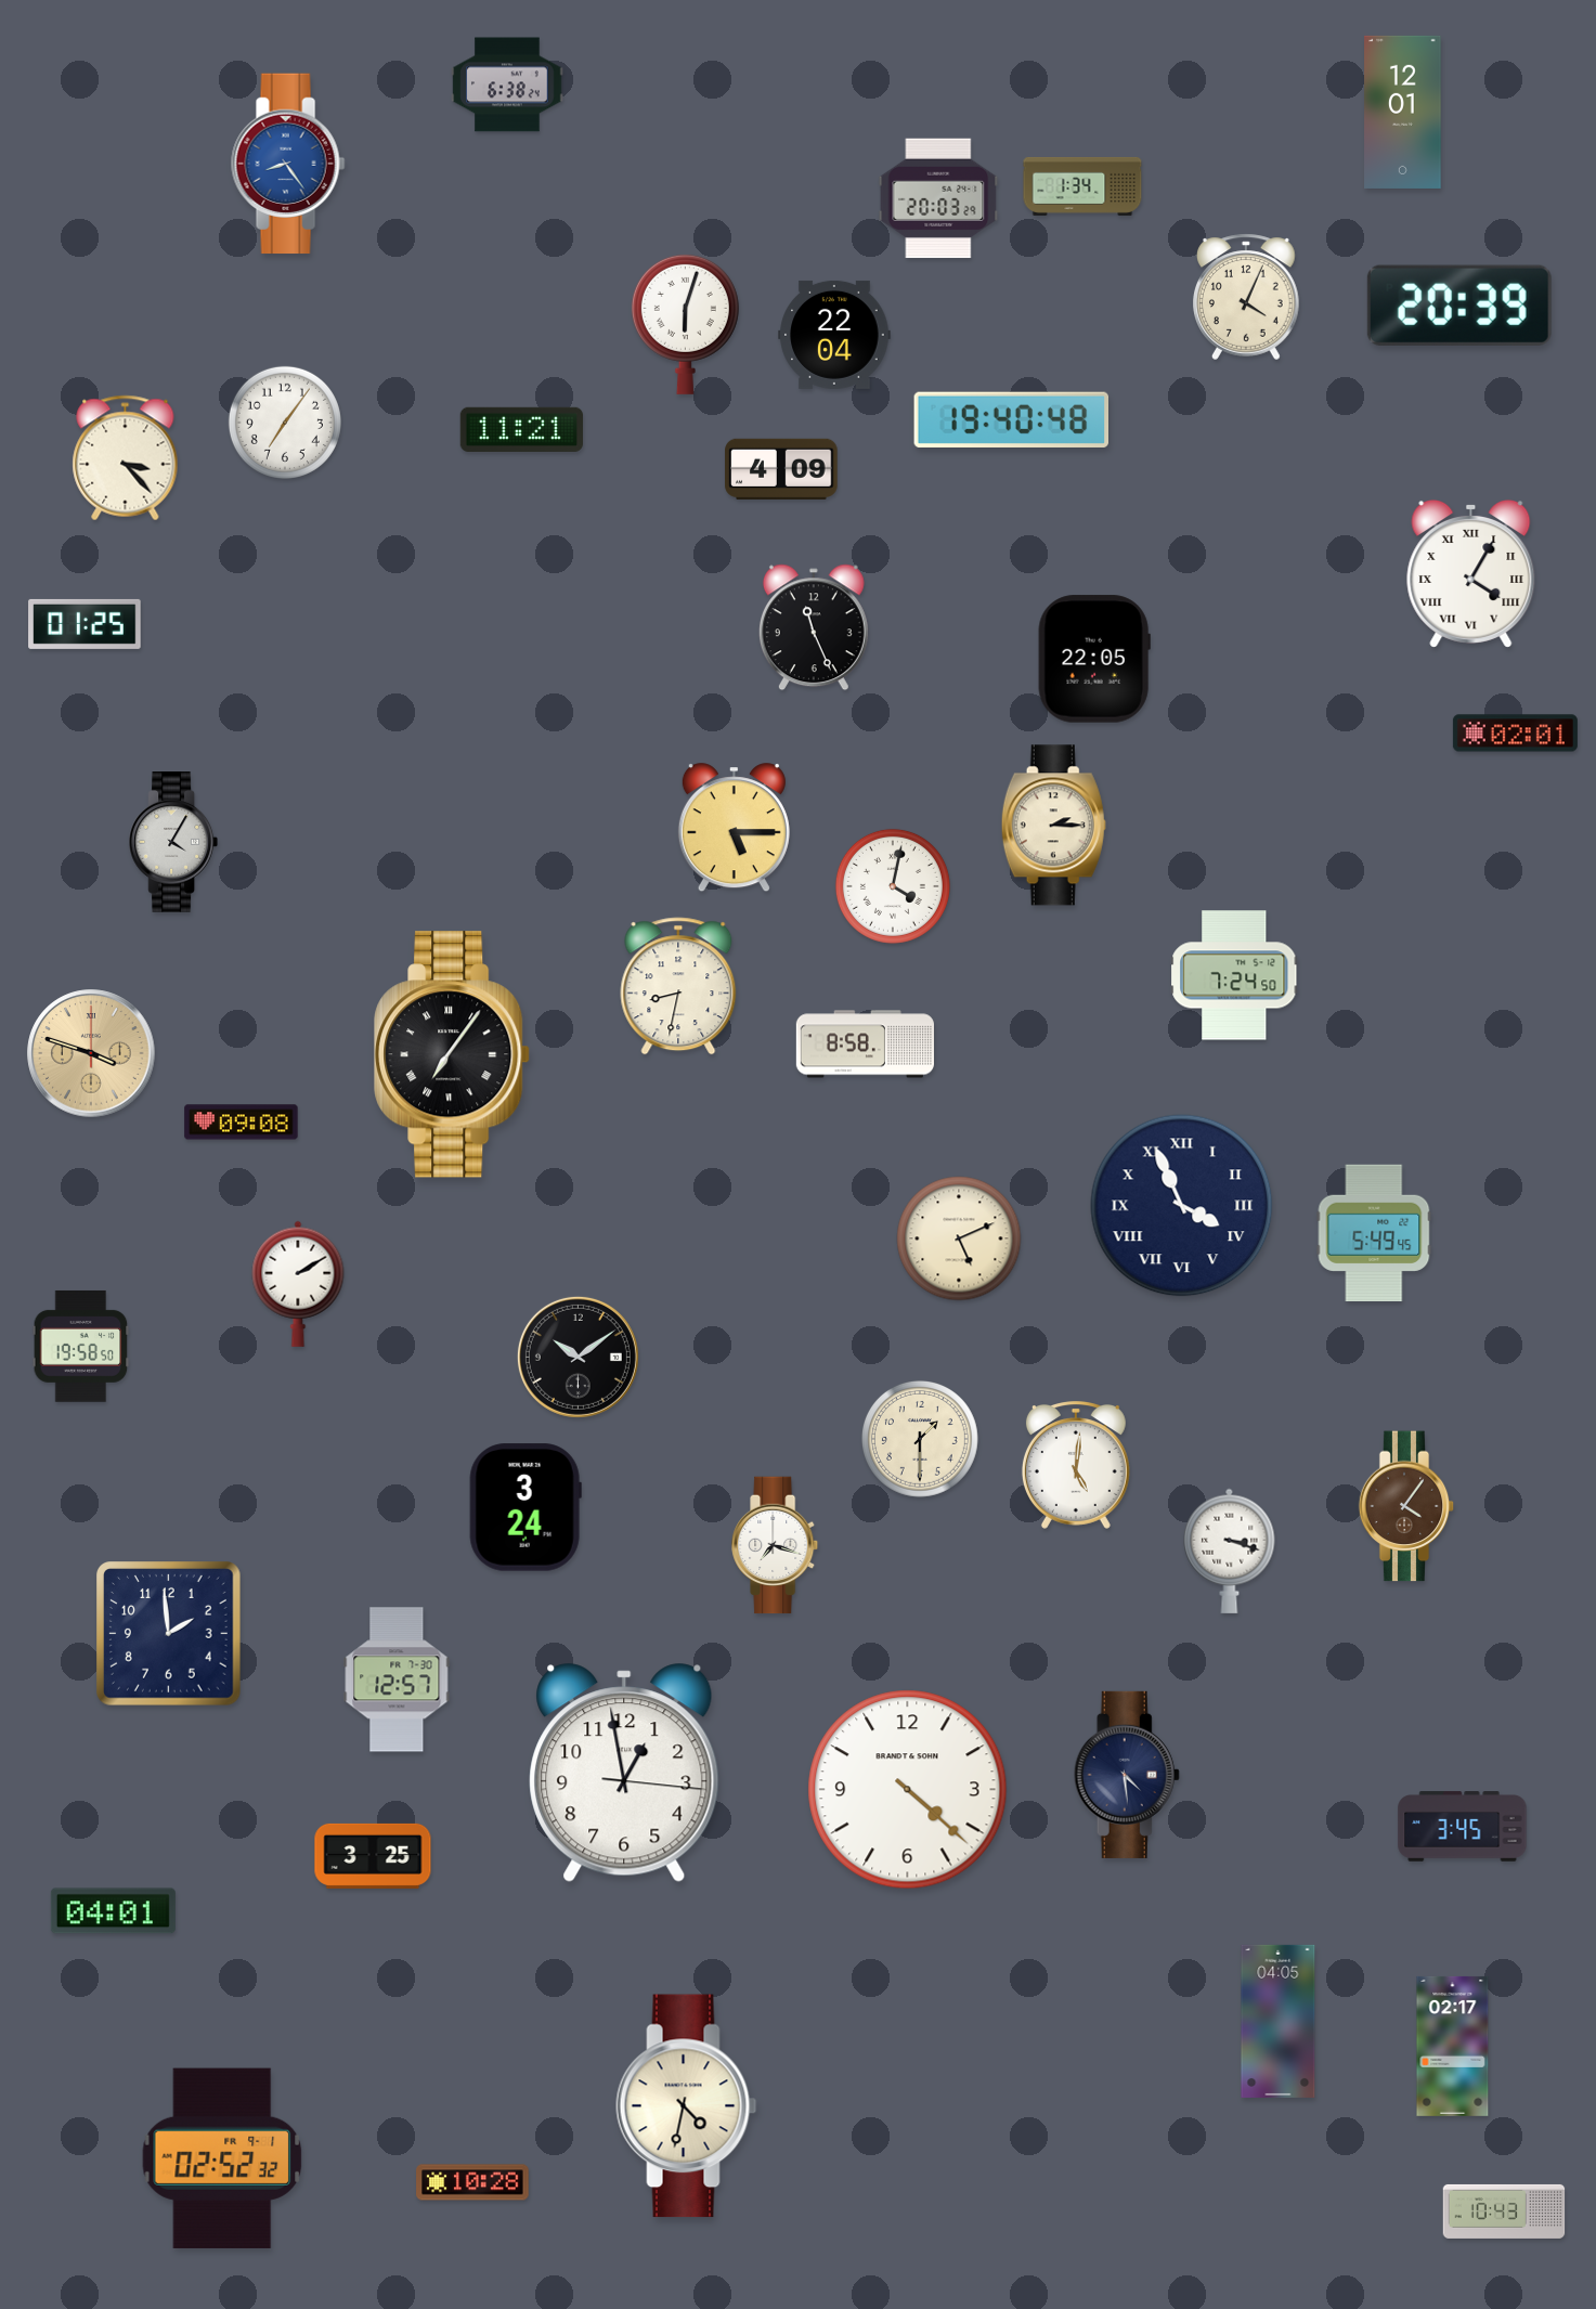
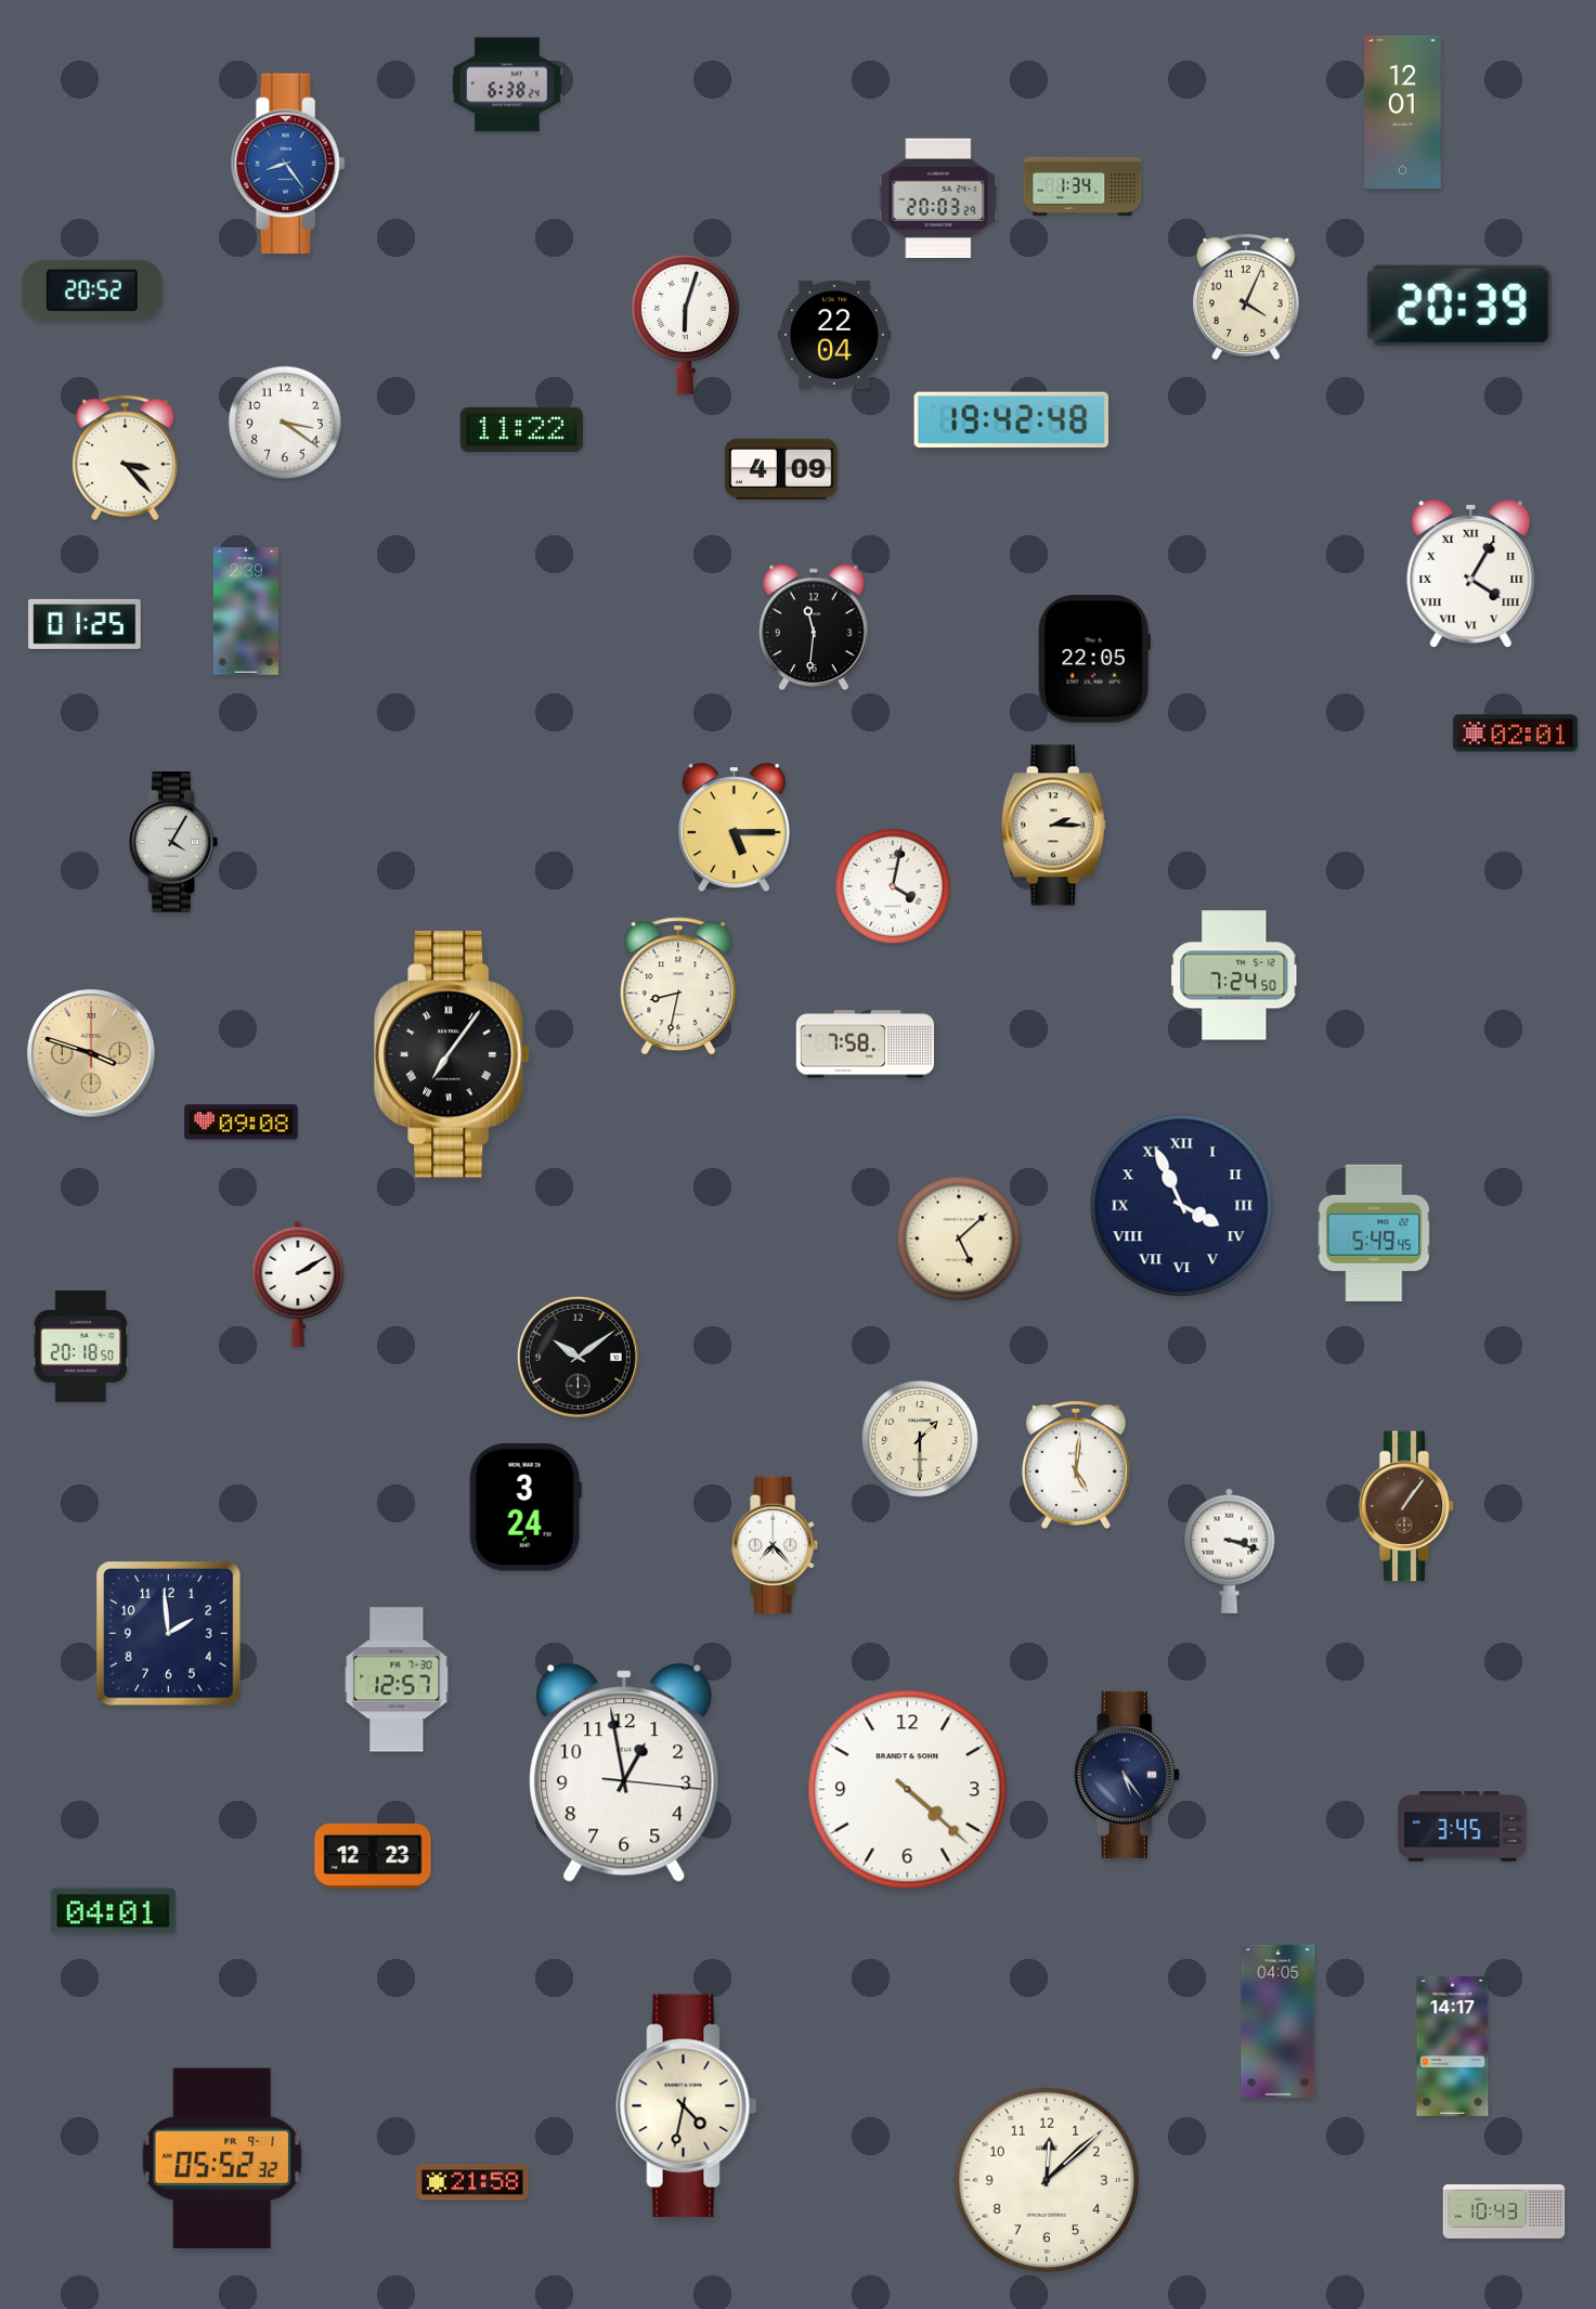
clock at (92, 290): none -> 20:52
clock at (1012, 419): 19:40 -> 19:42
clock at (285, 423): 7:06 -> 3:21
clock at (521, 429): 11:21 -> 11:22
clock at (246, 611): none -> 2:39
clock at (814, 627): 11:26 -> 11:31
clock at (865, 1045): 8:58 -> 7:58
clock at (959, 1238): 5:11 -> 5:08
clock at (81, 1347): 19:58 -> 20:18
clock at (1406, 1506): 4:06 -> 1:06
clock at (776, 1545): 7:18 -> 7:23
clock at (1127, 1775): 4:29 -> 5:24
clock at (373, 1856): 3:25 -> 12:23
clock at (1453, 2046): 02:17 -> 14:17
clock at (222, 2158): 02:52 -> 05:52
clock at (1047, 2180): none -> 12:08
clock at (472, 2182): 10:28 -> 21:58
